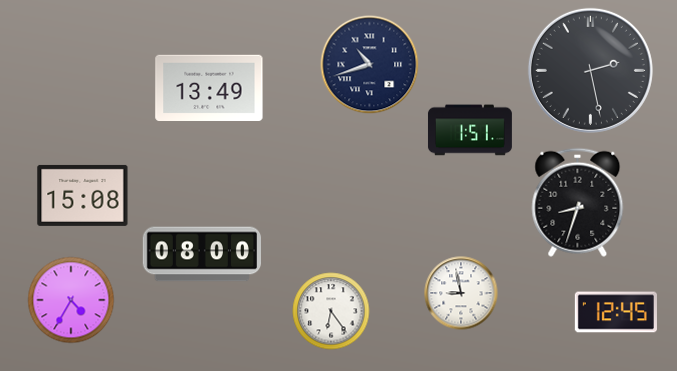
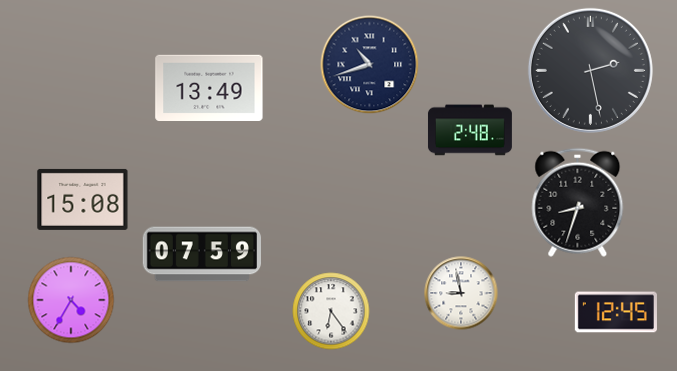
clock at (470, 130): 1:51 -> 2:48
clock at (83, 195) position: (83, 195) -> (83, 199)
clock at (201, 254): 08:00 -> 07:59
